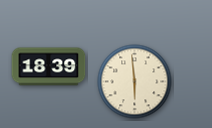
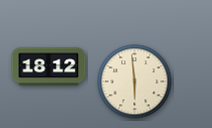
clock at (49, 67): 18:39 -> 18:12
